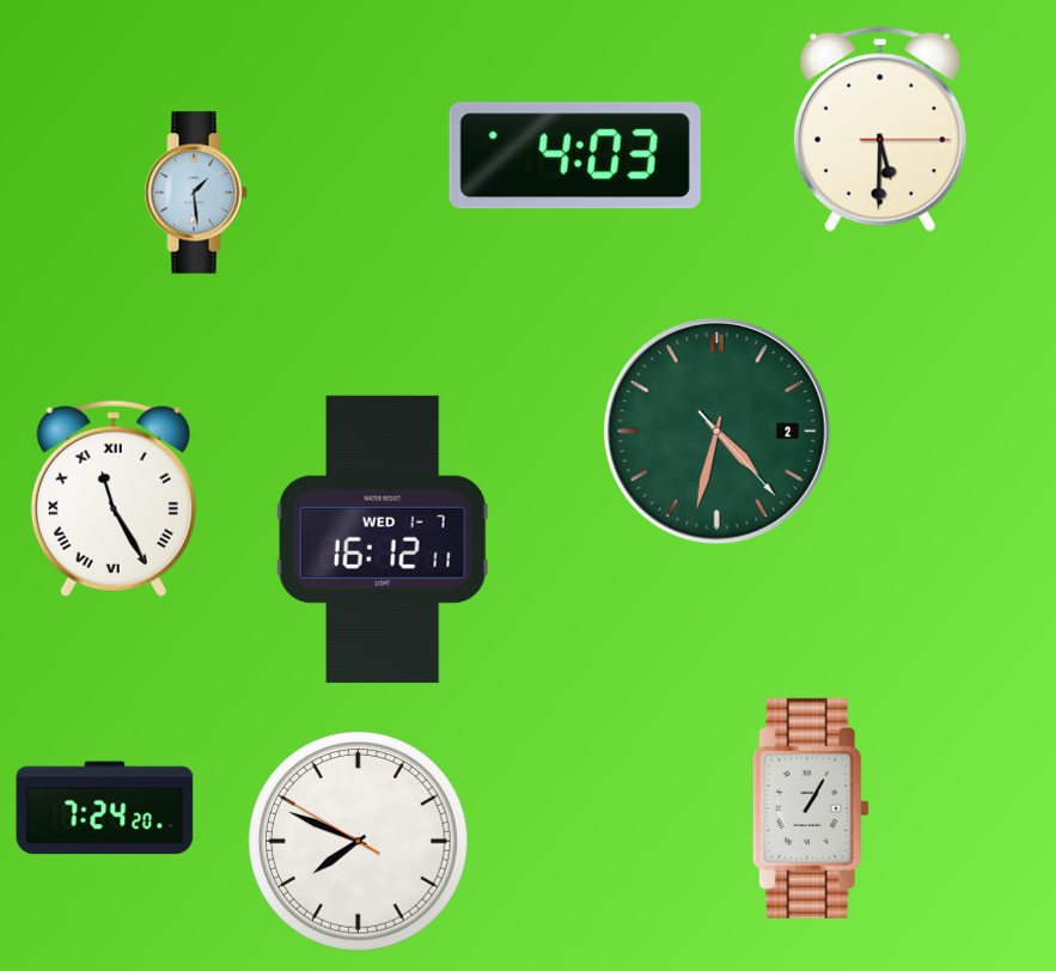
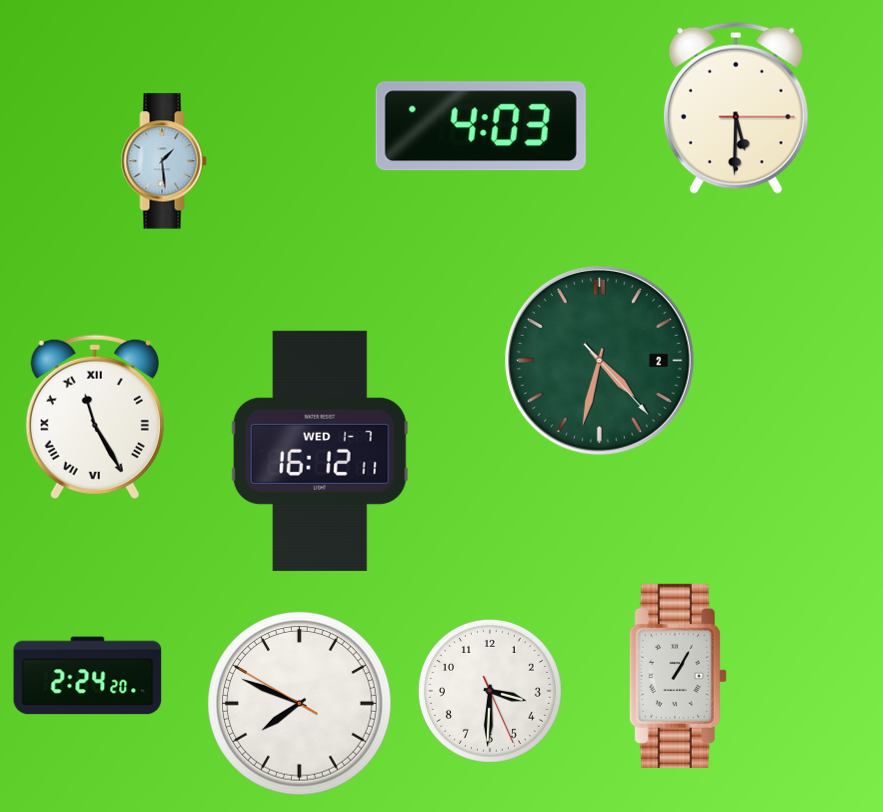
clock at (575, 155) position: (575, 155) -> (481, 126)
clock at (105, 808): 7:24 -> 2:24
clock at (490, 691): none -> 3:30
